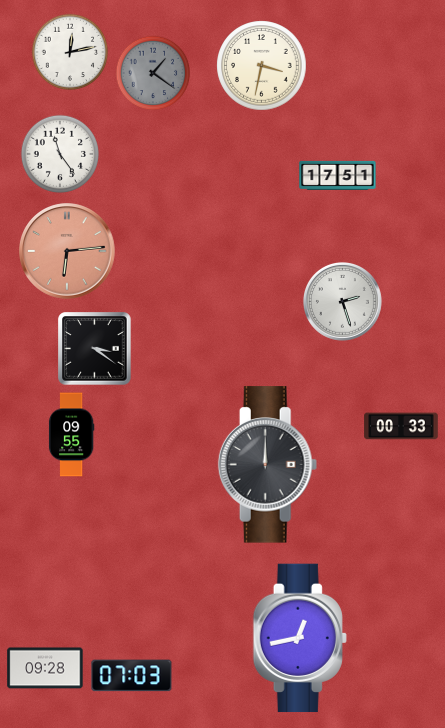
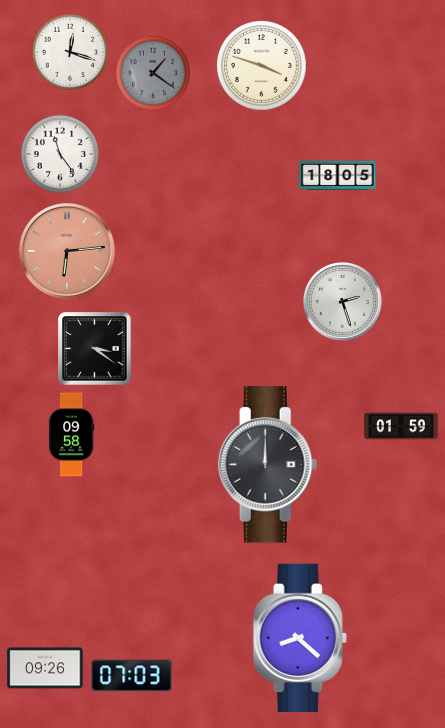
clock at (70, 52): 12:13 -> 12:18
clock at (262, 66): 3:32 -> 3:48
clock at (338, 175): 17:51 -> 18:05
clock at (401, 426): 00:33 -> 01:59
clock at (71, 435): 09:55 -> 09:58
clock at (300, 638): 12:43 -> 8:22
clock at (45, 668): 09:28 -> 09:26
